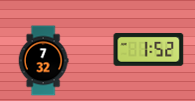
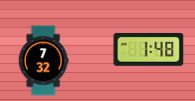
clock at (149, 49): 1:52 -> 1:48
